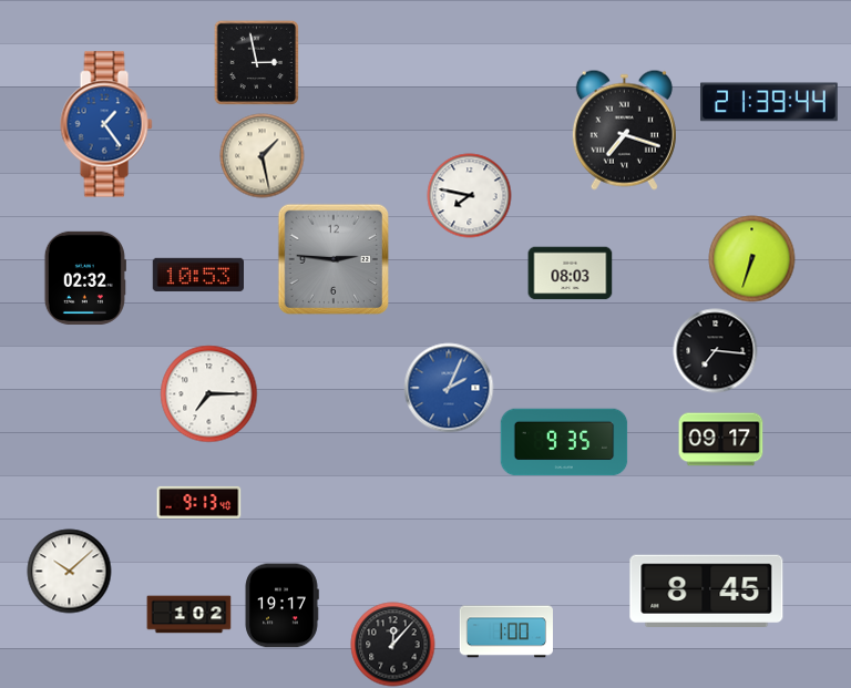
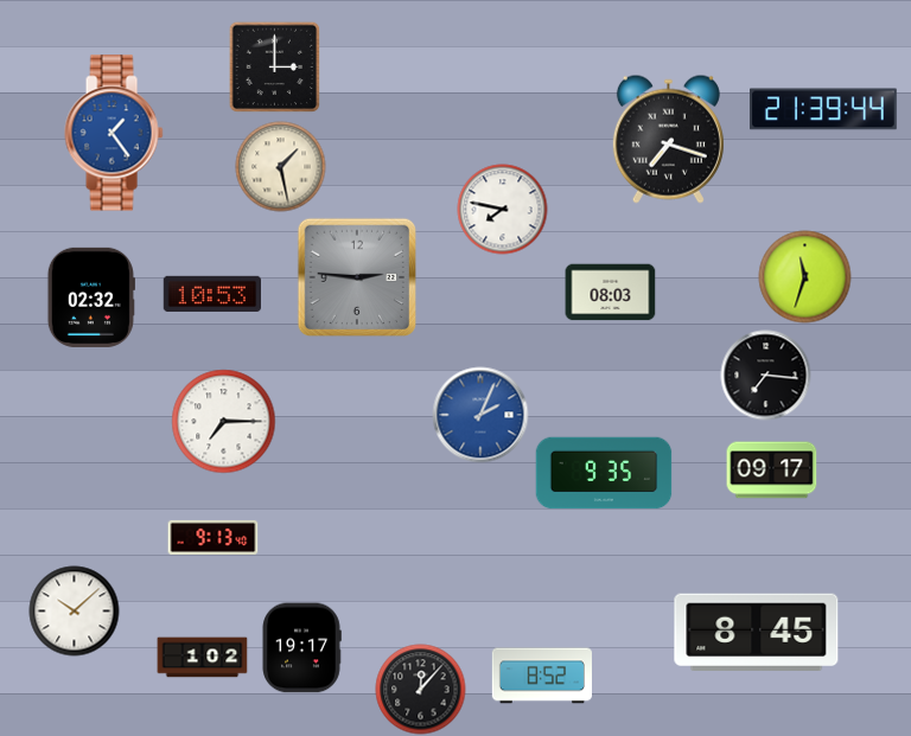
clock at (256, 62): 2:58 -> 3:00
clock at (752, 259): 6:33 -> 11:33
clock at (506, 631): 1:00 -> 8:52
